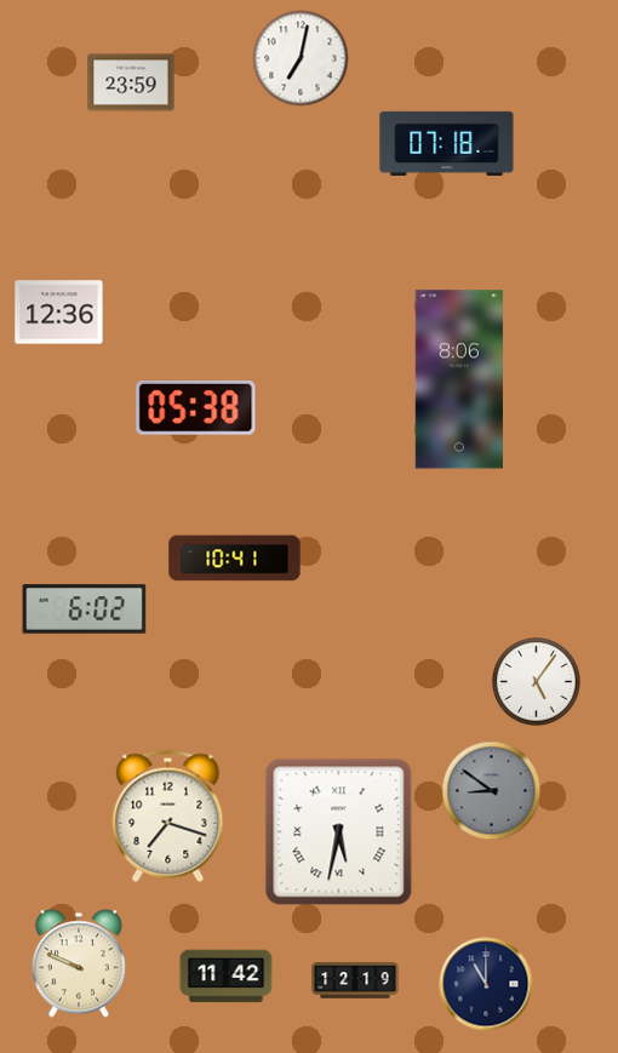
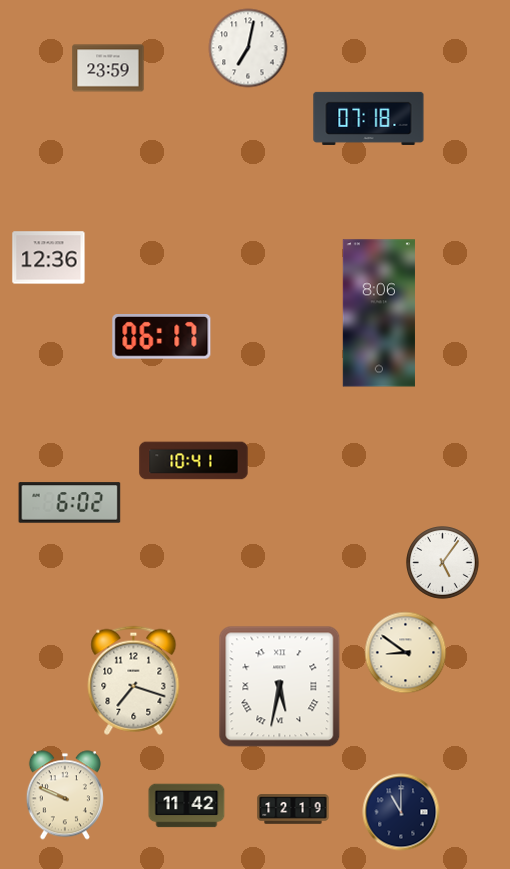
clock at (196, 408): 05:38 -> 06:17
clock at (492, 791) dial: grey -> cream
clock at (168, 815) position: (168, 815) -> (134, 680)
